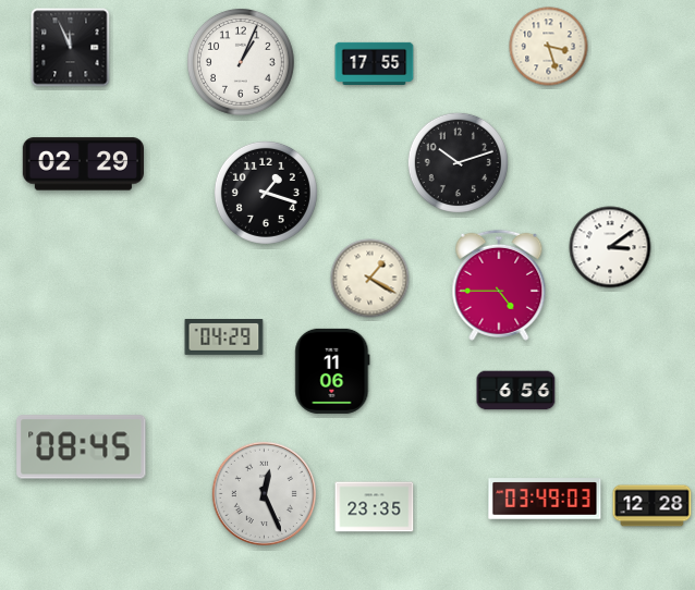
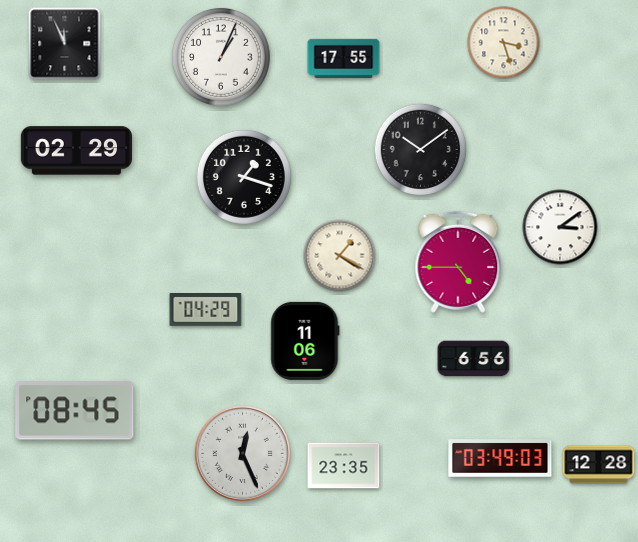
clock at (458, 162): 10:12 -> 10:09
